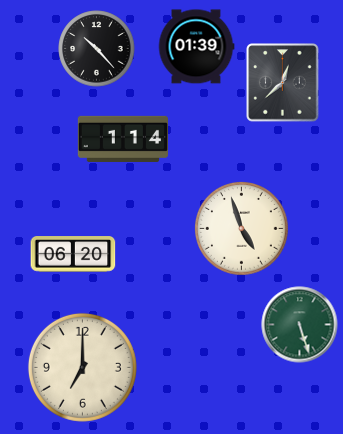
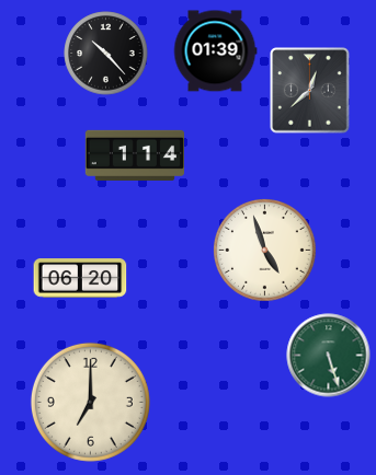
clock at (122, 138) position: (122, 138) -> (134, 154)
